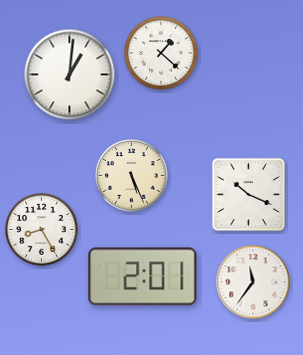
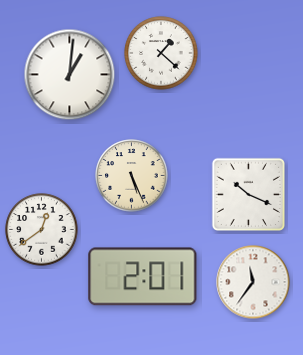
clock at (42, 230): 8:25 -> 12:39
